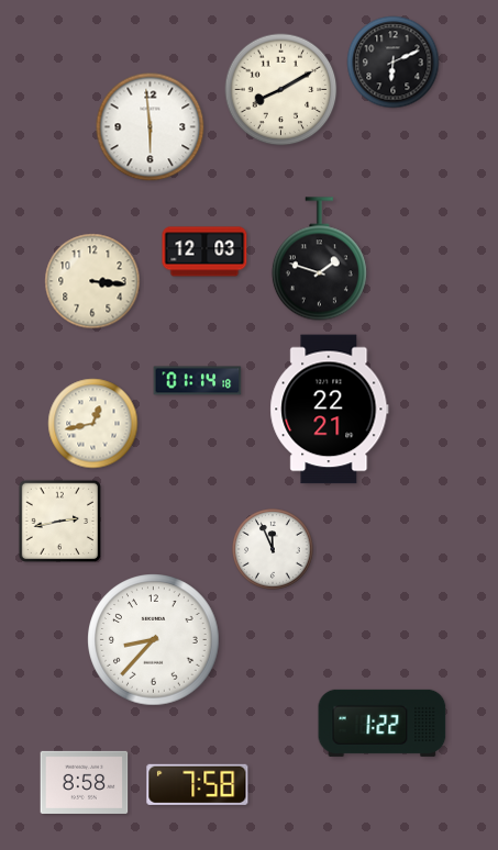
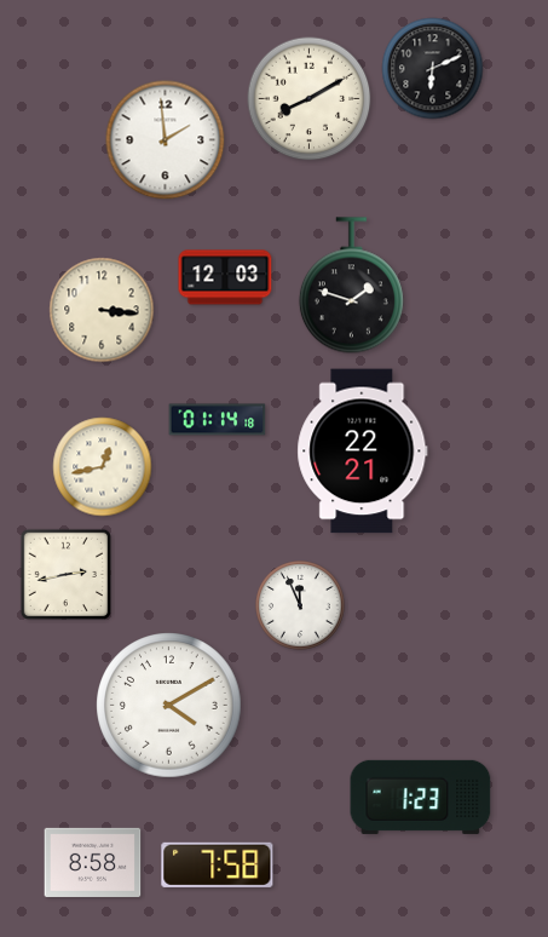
clock at (151, 127): 5:59 -> 1:59
clock at (154, 640): 8:37 -> 4:10
clock at (383, 723): 1:22 -> 1:23
